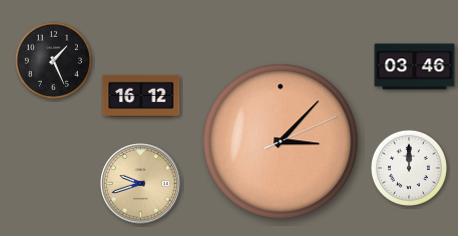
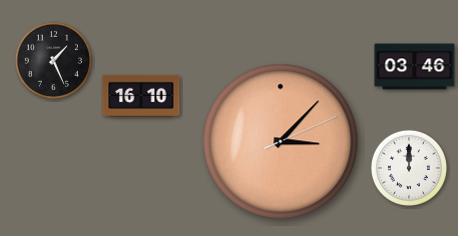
clock at (141, 96): 16:12 -> 16:10
clock at (141, 184): 9:42 -> none
